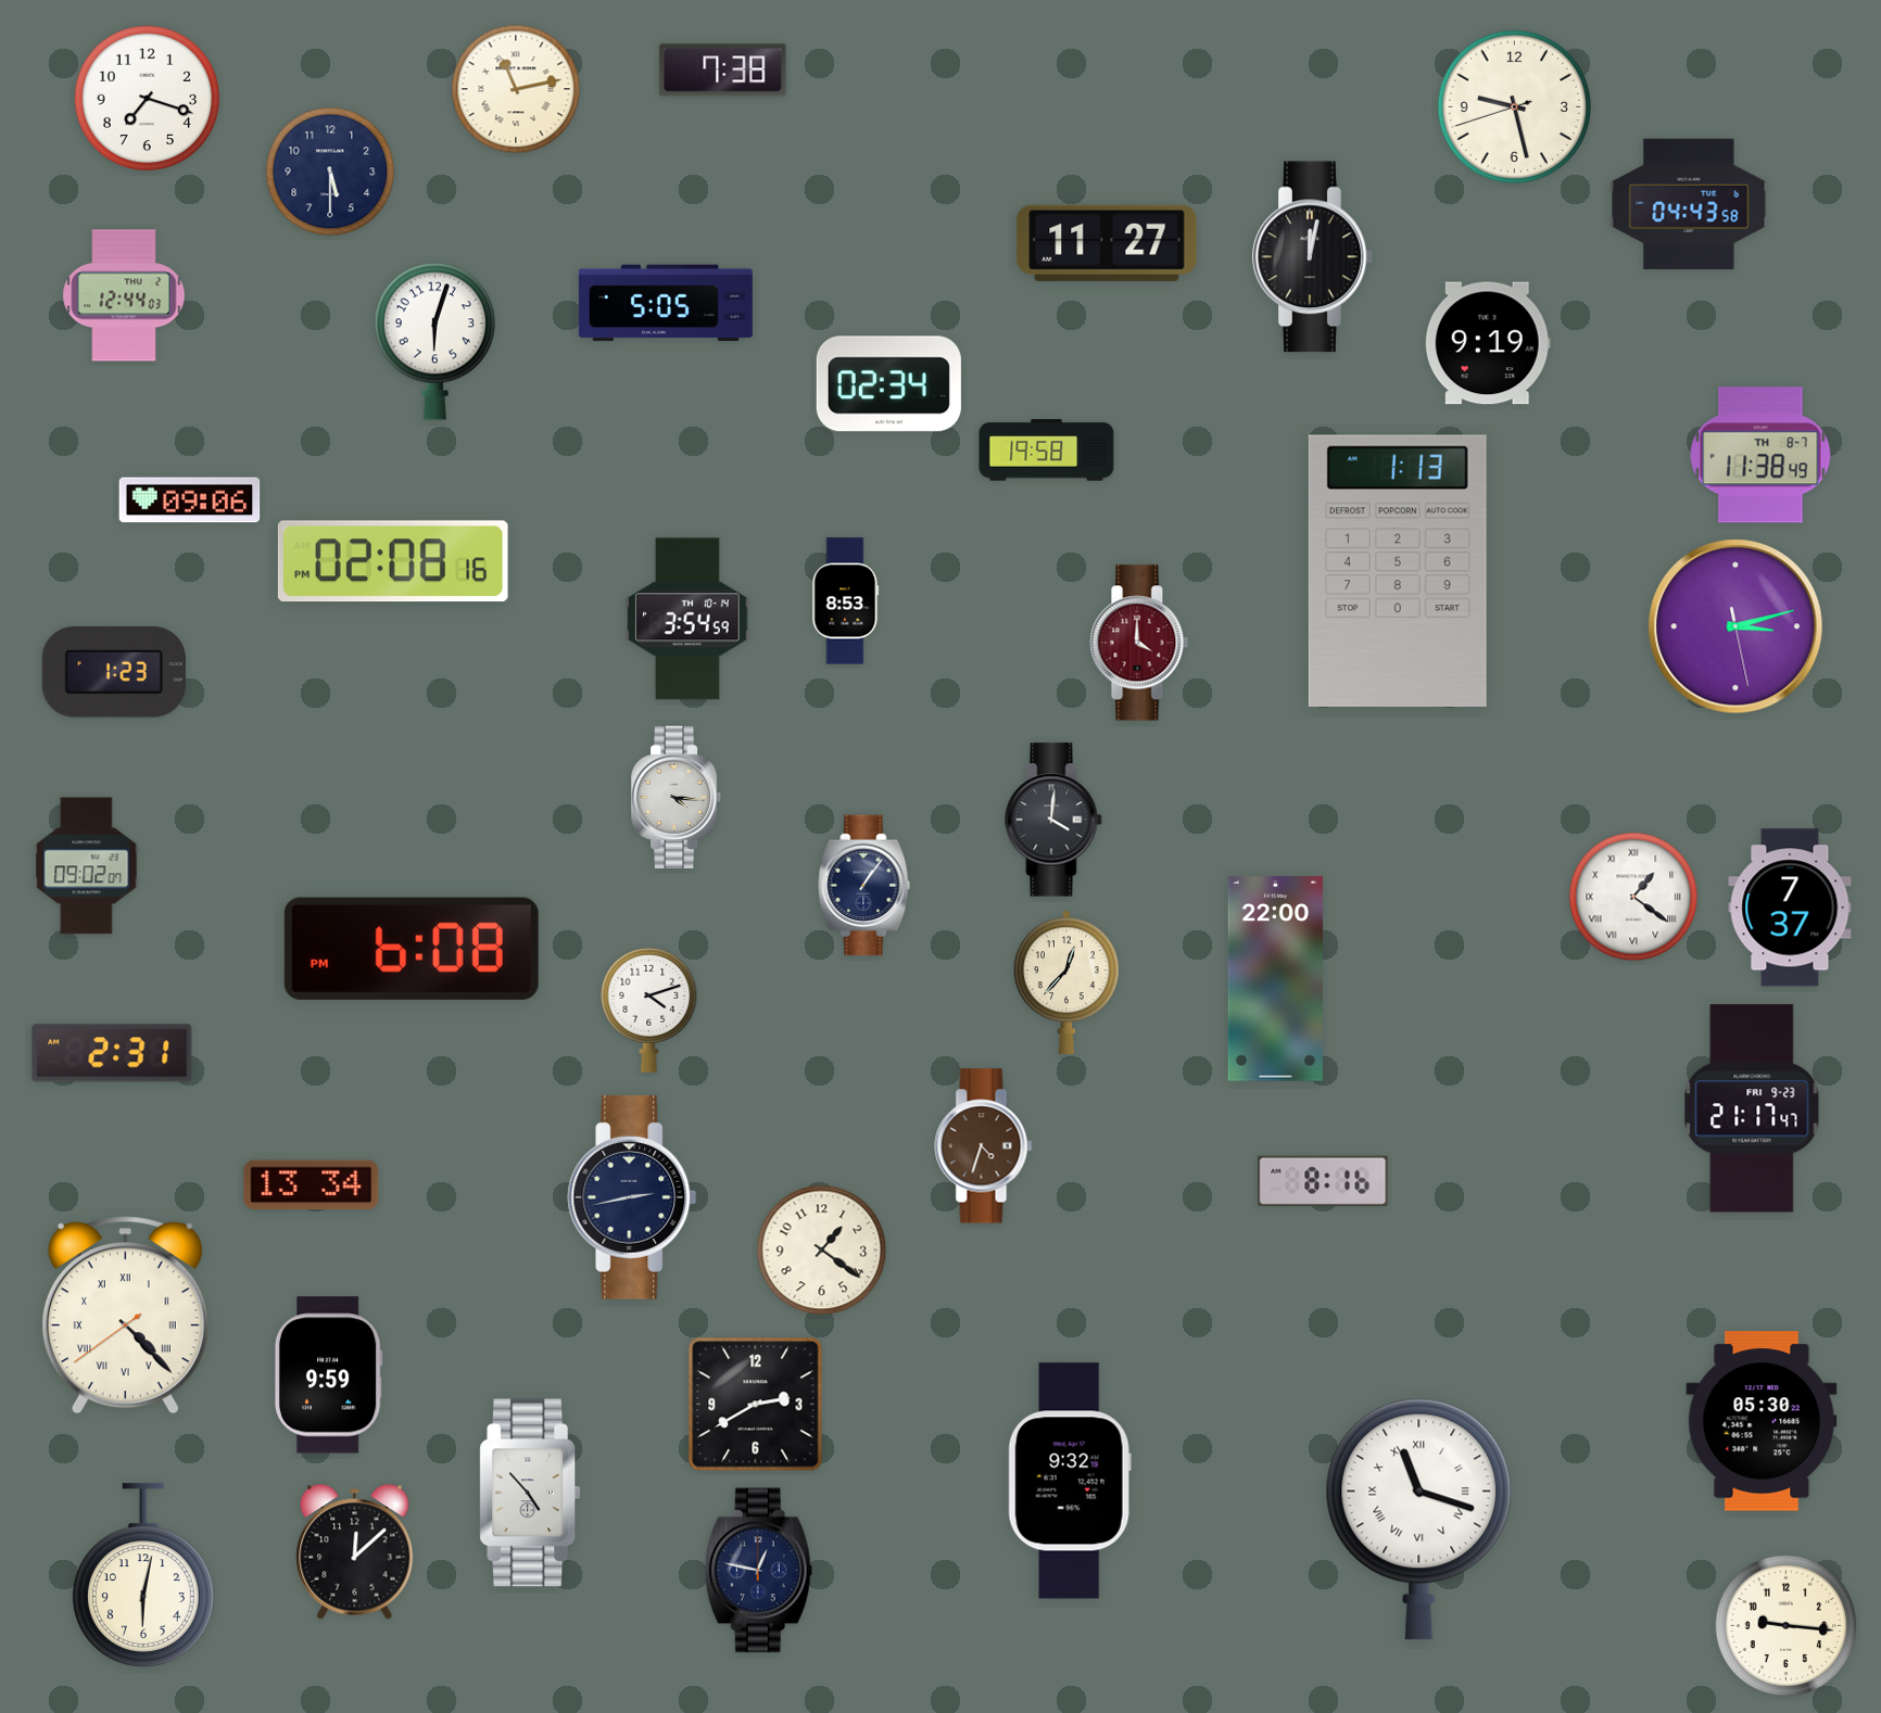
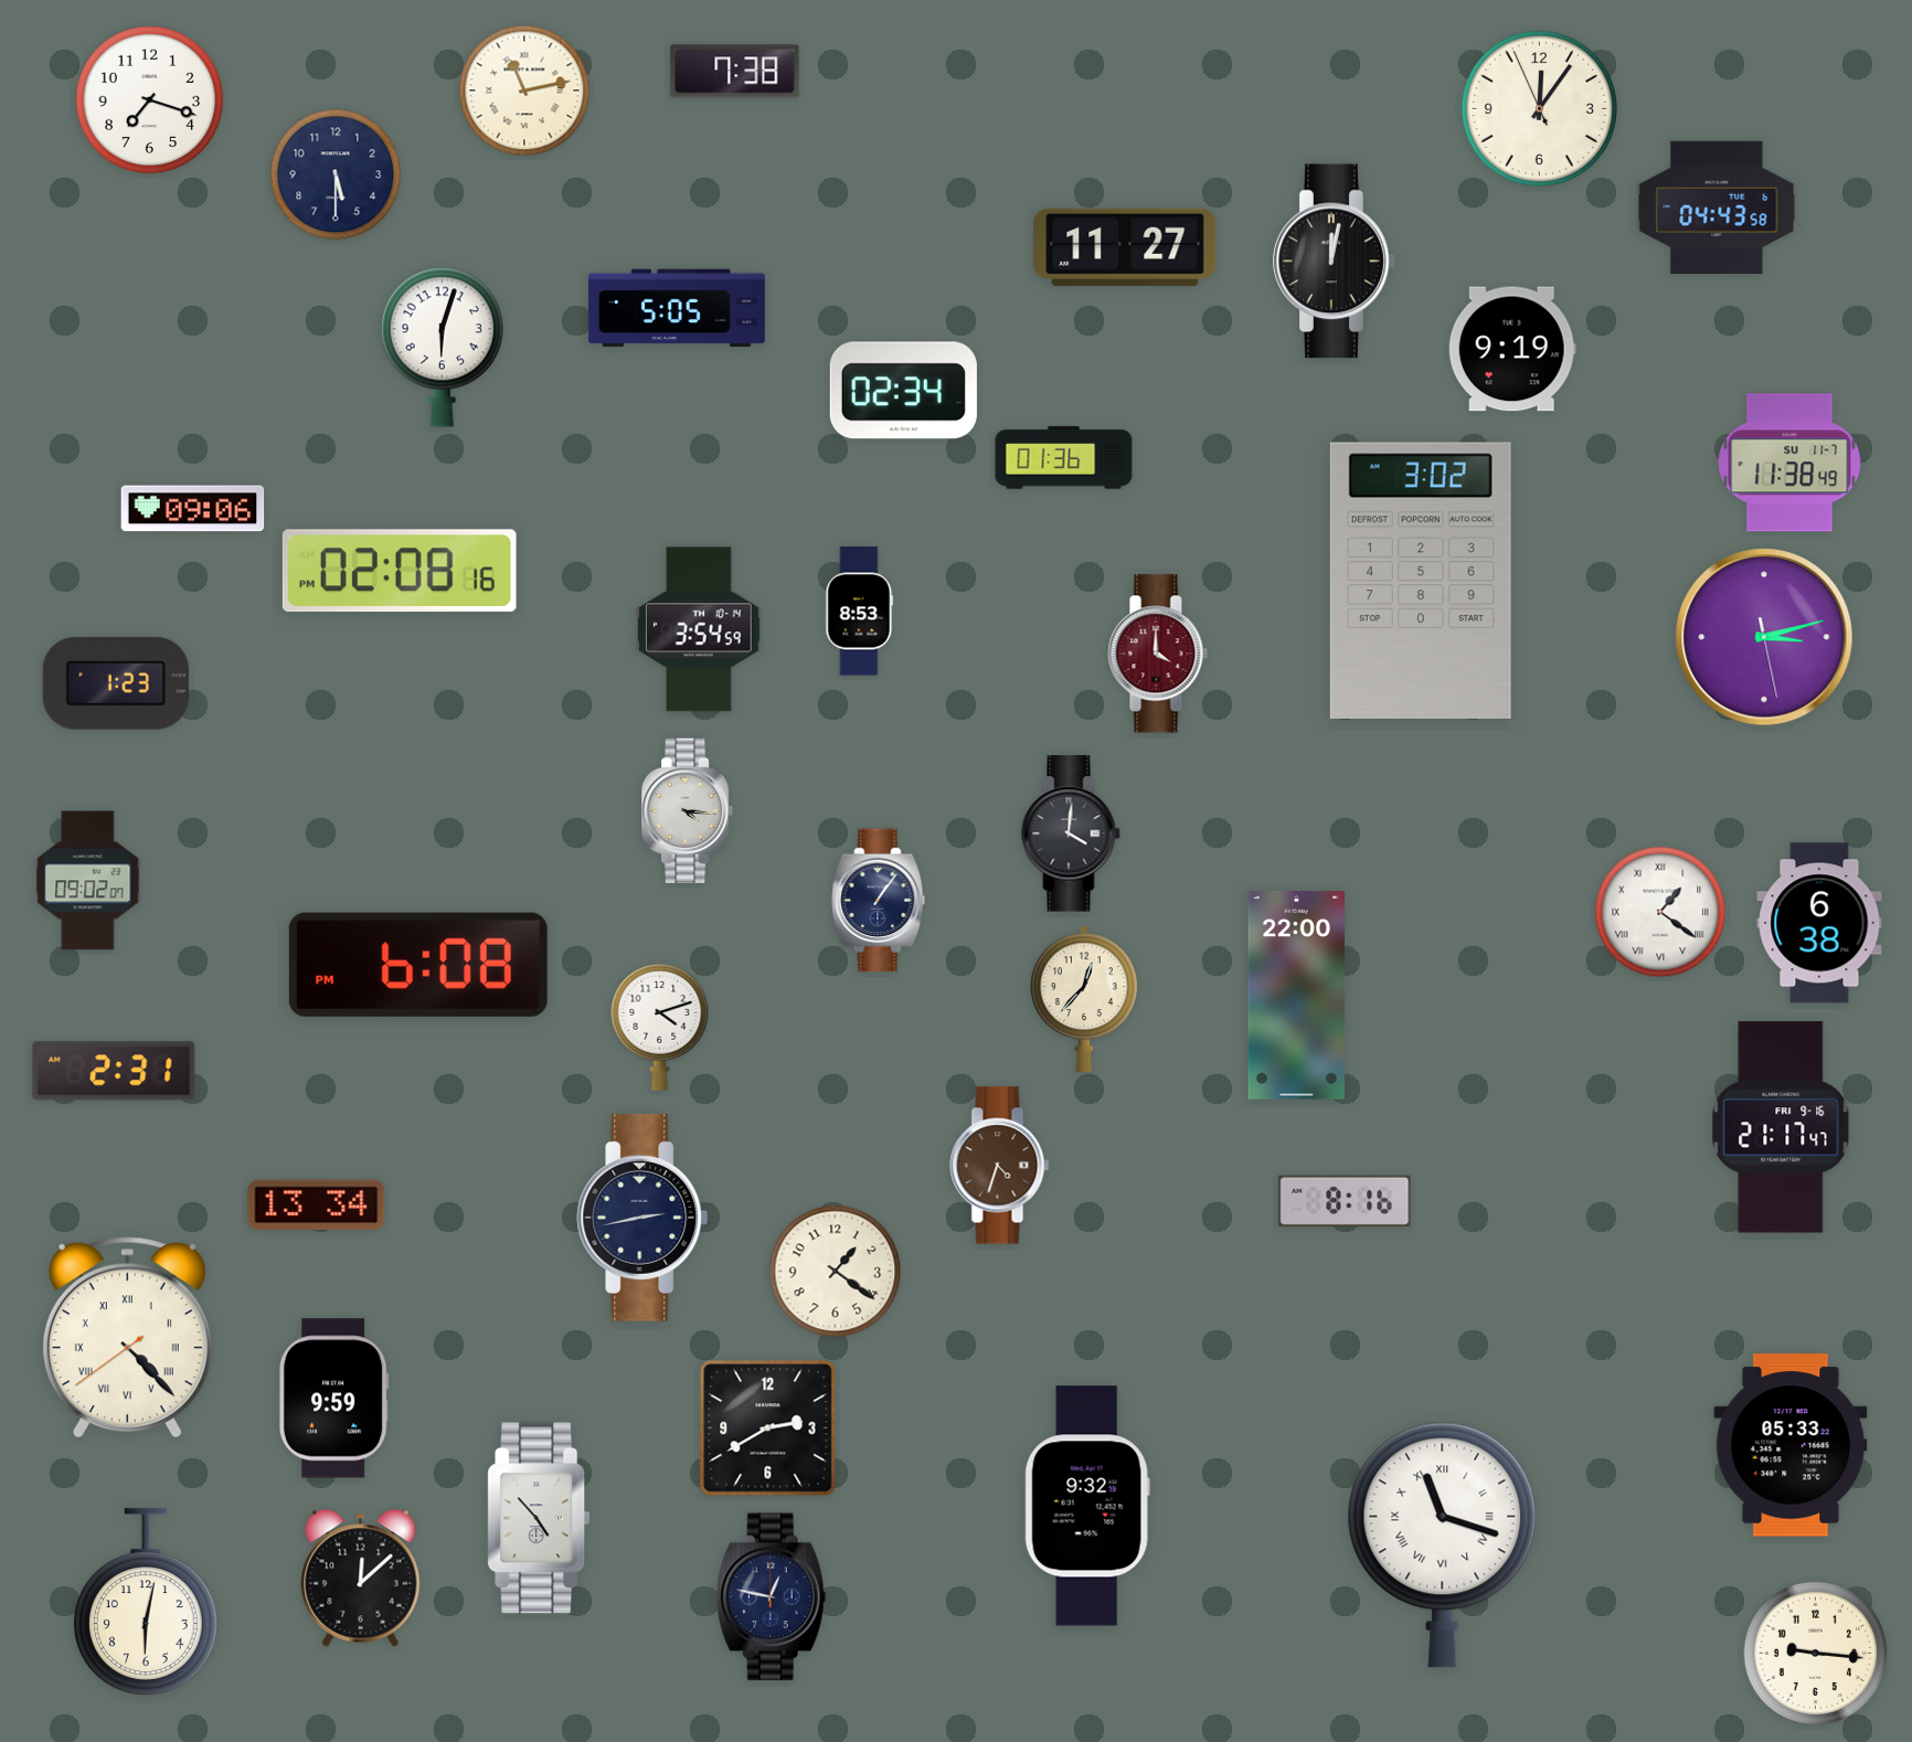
clock at (1514, 106): 9:27 -> 12:05
clock at (124, 295): 12:44 -> none
clock at (1047, 451): 19:58 -> 01:36
clock at (1760, 455) date: TH 8-7 -> SU 11-7
clock at (1398, 570): 1:13 -> 3:02
clock at (1790, 908): 7:37 -> 6:38
clock at (1752, 1108) date: FRI 9-23 -> FRI 9-16
clock at (1762, 1421): 05:30 -> 05:33
